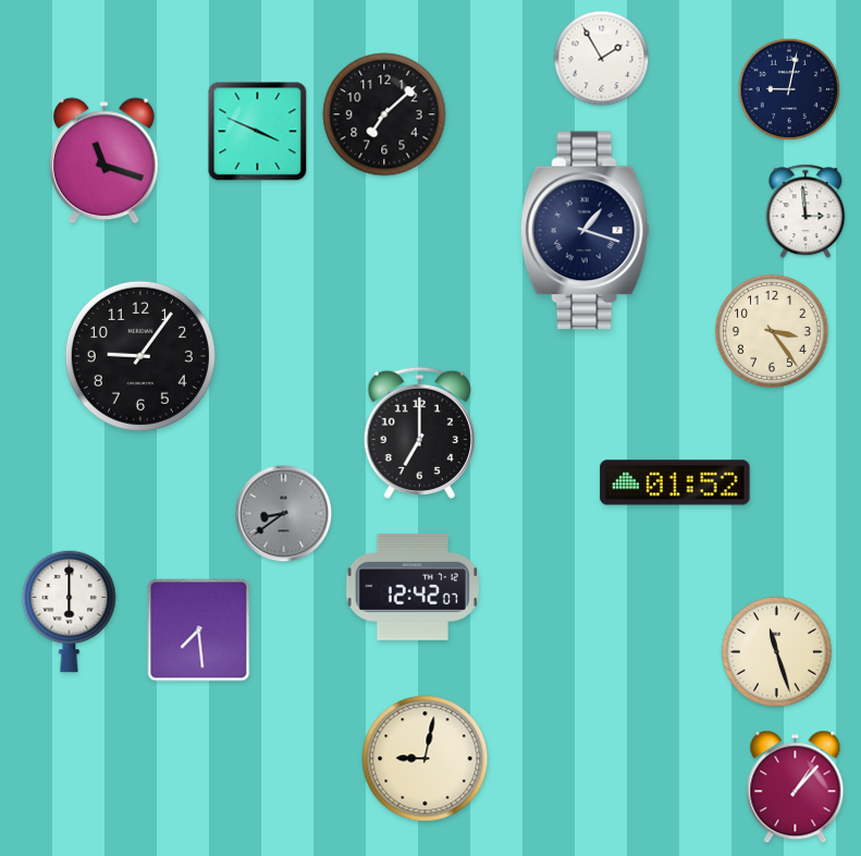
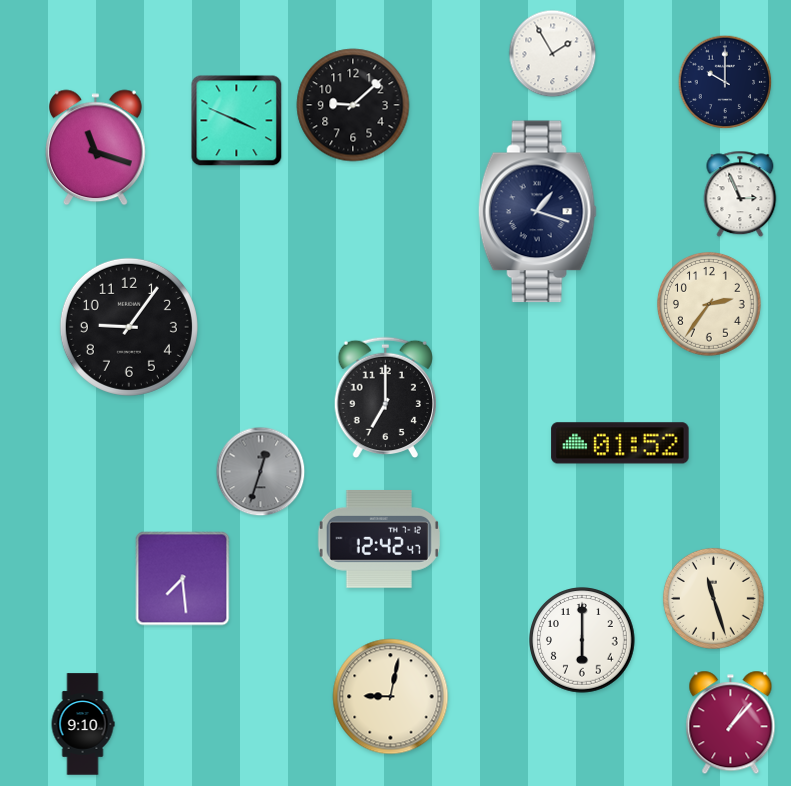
clock at (789, 89): 9:02 -> 10:00
clock at (384, 114): 7:08 -> 9:08
clock at (805, 211): 2:59 -> 2:56
clock at (773, 332): 3:24 -> 2:36
clock at (284, 514): 8:39 -> 12:33
clock at (413, 587): 12:42:07 -> 12:42:47
clock at (70, 611): 6:00 -> none
clock at (582, 640): none -> 6:00
clock at (83, 724): none -> 9:10
